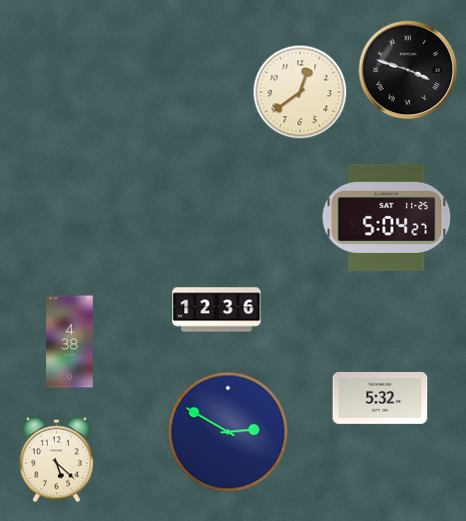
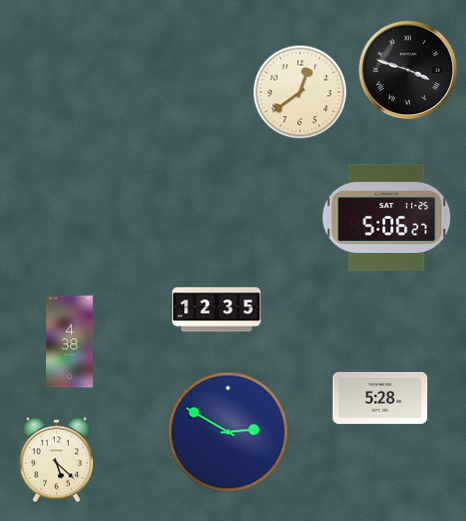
clock at (387, 217): 5:04 -> 5:06
clock at (217, 310): 12:36 -> 12:35
clock at (380, 398): 5:32 -> 5:28
